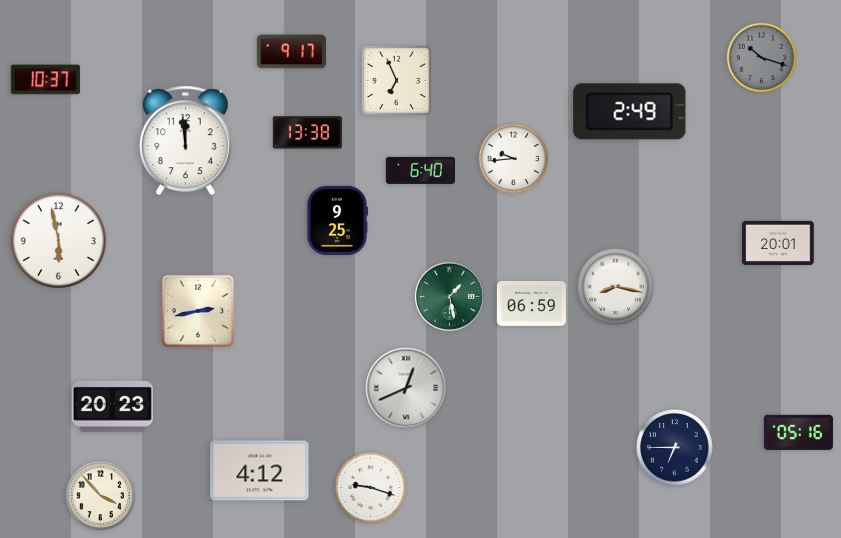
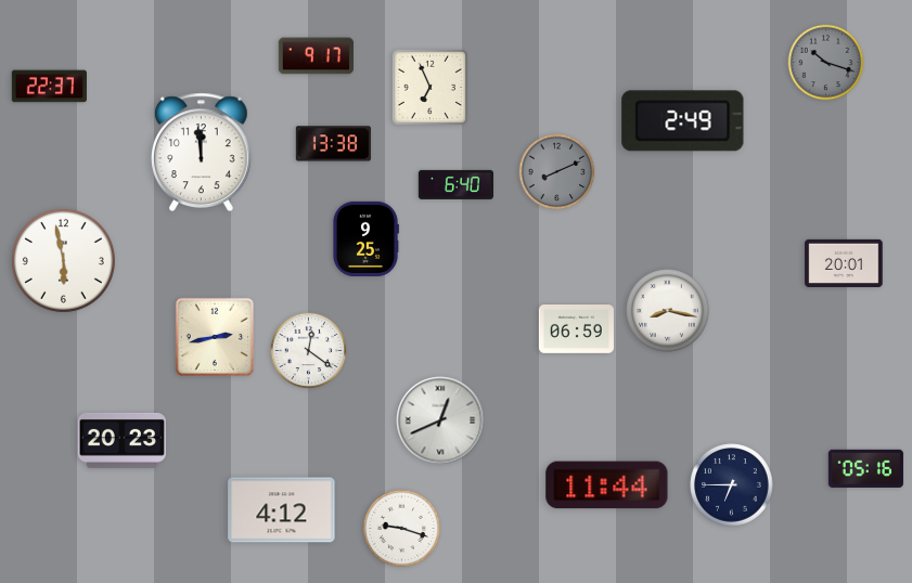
clock at (45, 80): 10:37 -> 22:37
clock at (514, 159): 9:44 -> 8:11
clock at (514, 159) dial: white -> grey
clock at (449, 296): 1:28 -> none
clock at (309, 351): none -> 12:21
clock at (607, 485): none -> 11:44
clock at (101, 496): 3:53 -> none
